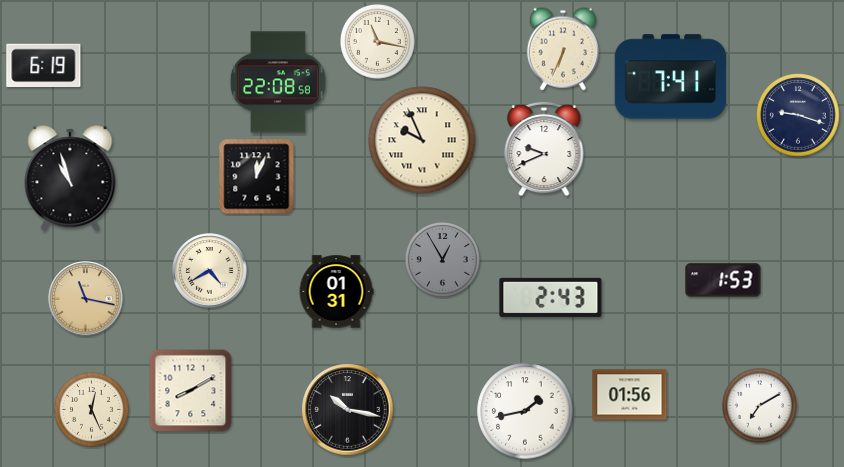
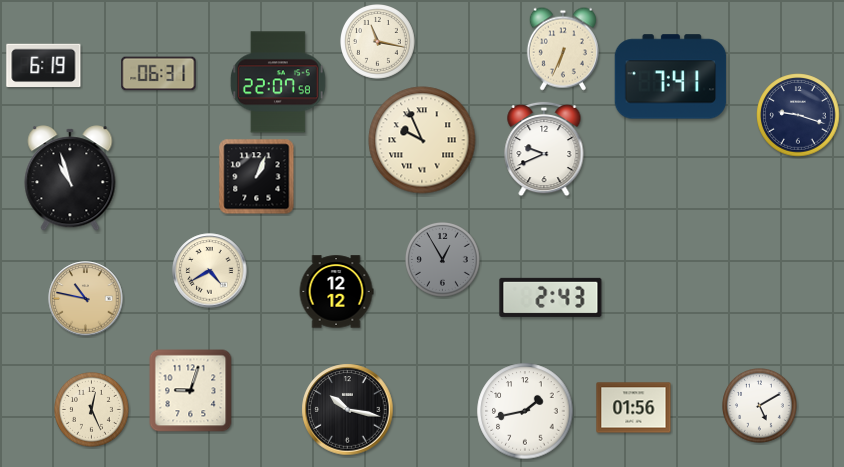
clock at (159, 74): none -> 06:31
clock at (278, 82): 22:08 -> 22:07
clock at (257, 177): 12:04 -> 1:04
clock at (723, 280): 1:53 -> none
clock at (336, 292): 01:31 -> 12:12
clock at (86, 299): 11:17 -> 10:47
clock at (191, 391): 8:10 -> 9:03
clock at (630, 395) position: (630, 395) -> (634, 408)
clock at (760, 406): 7:10 -> 5:10
